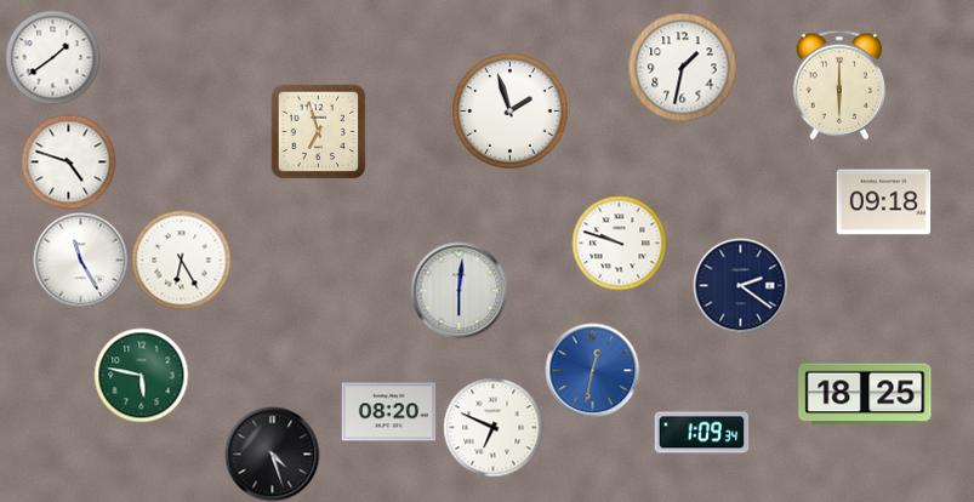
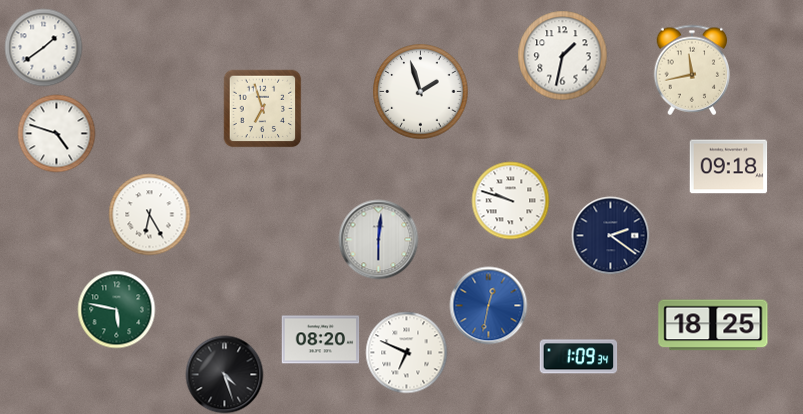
clock at (839, 85): 6:00 -> 11:43
clock at (80, 259): 11:25 -> none
